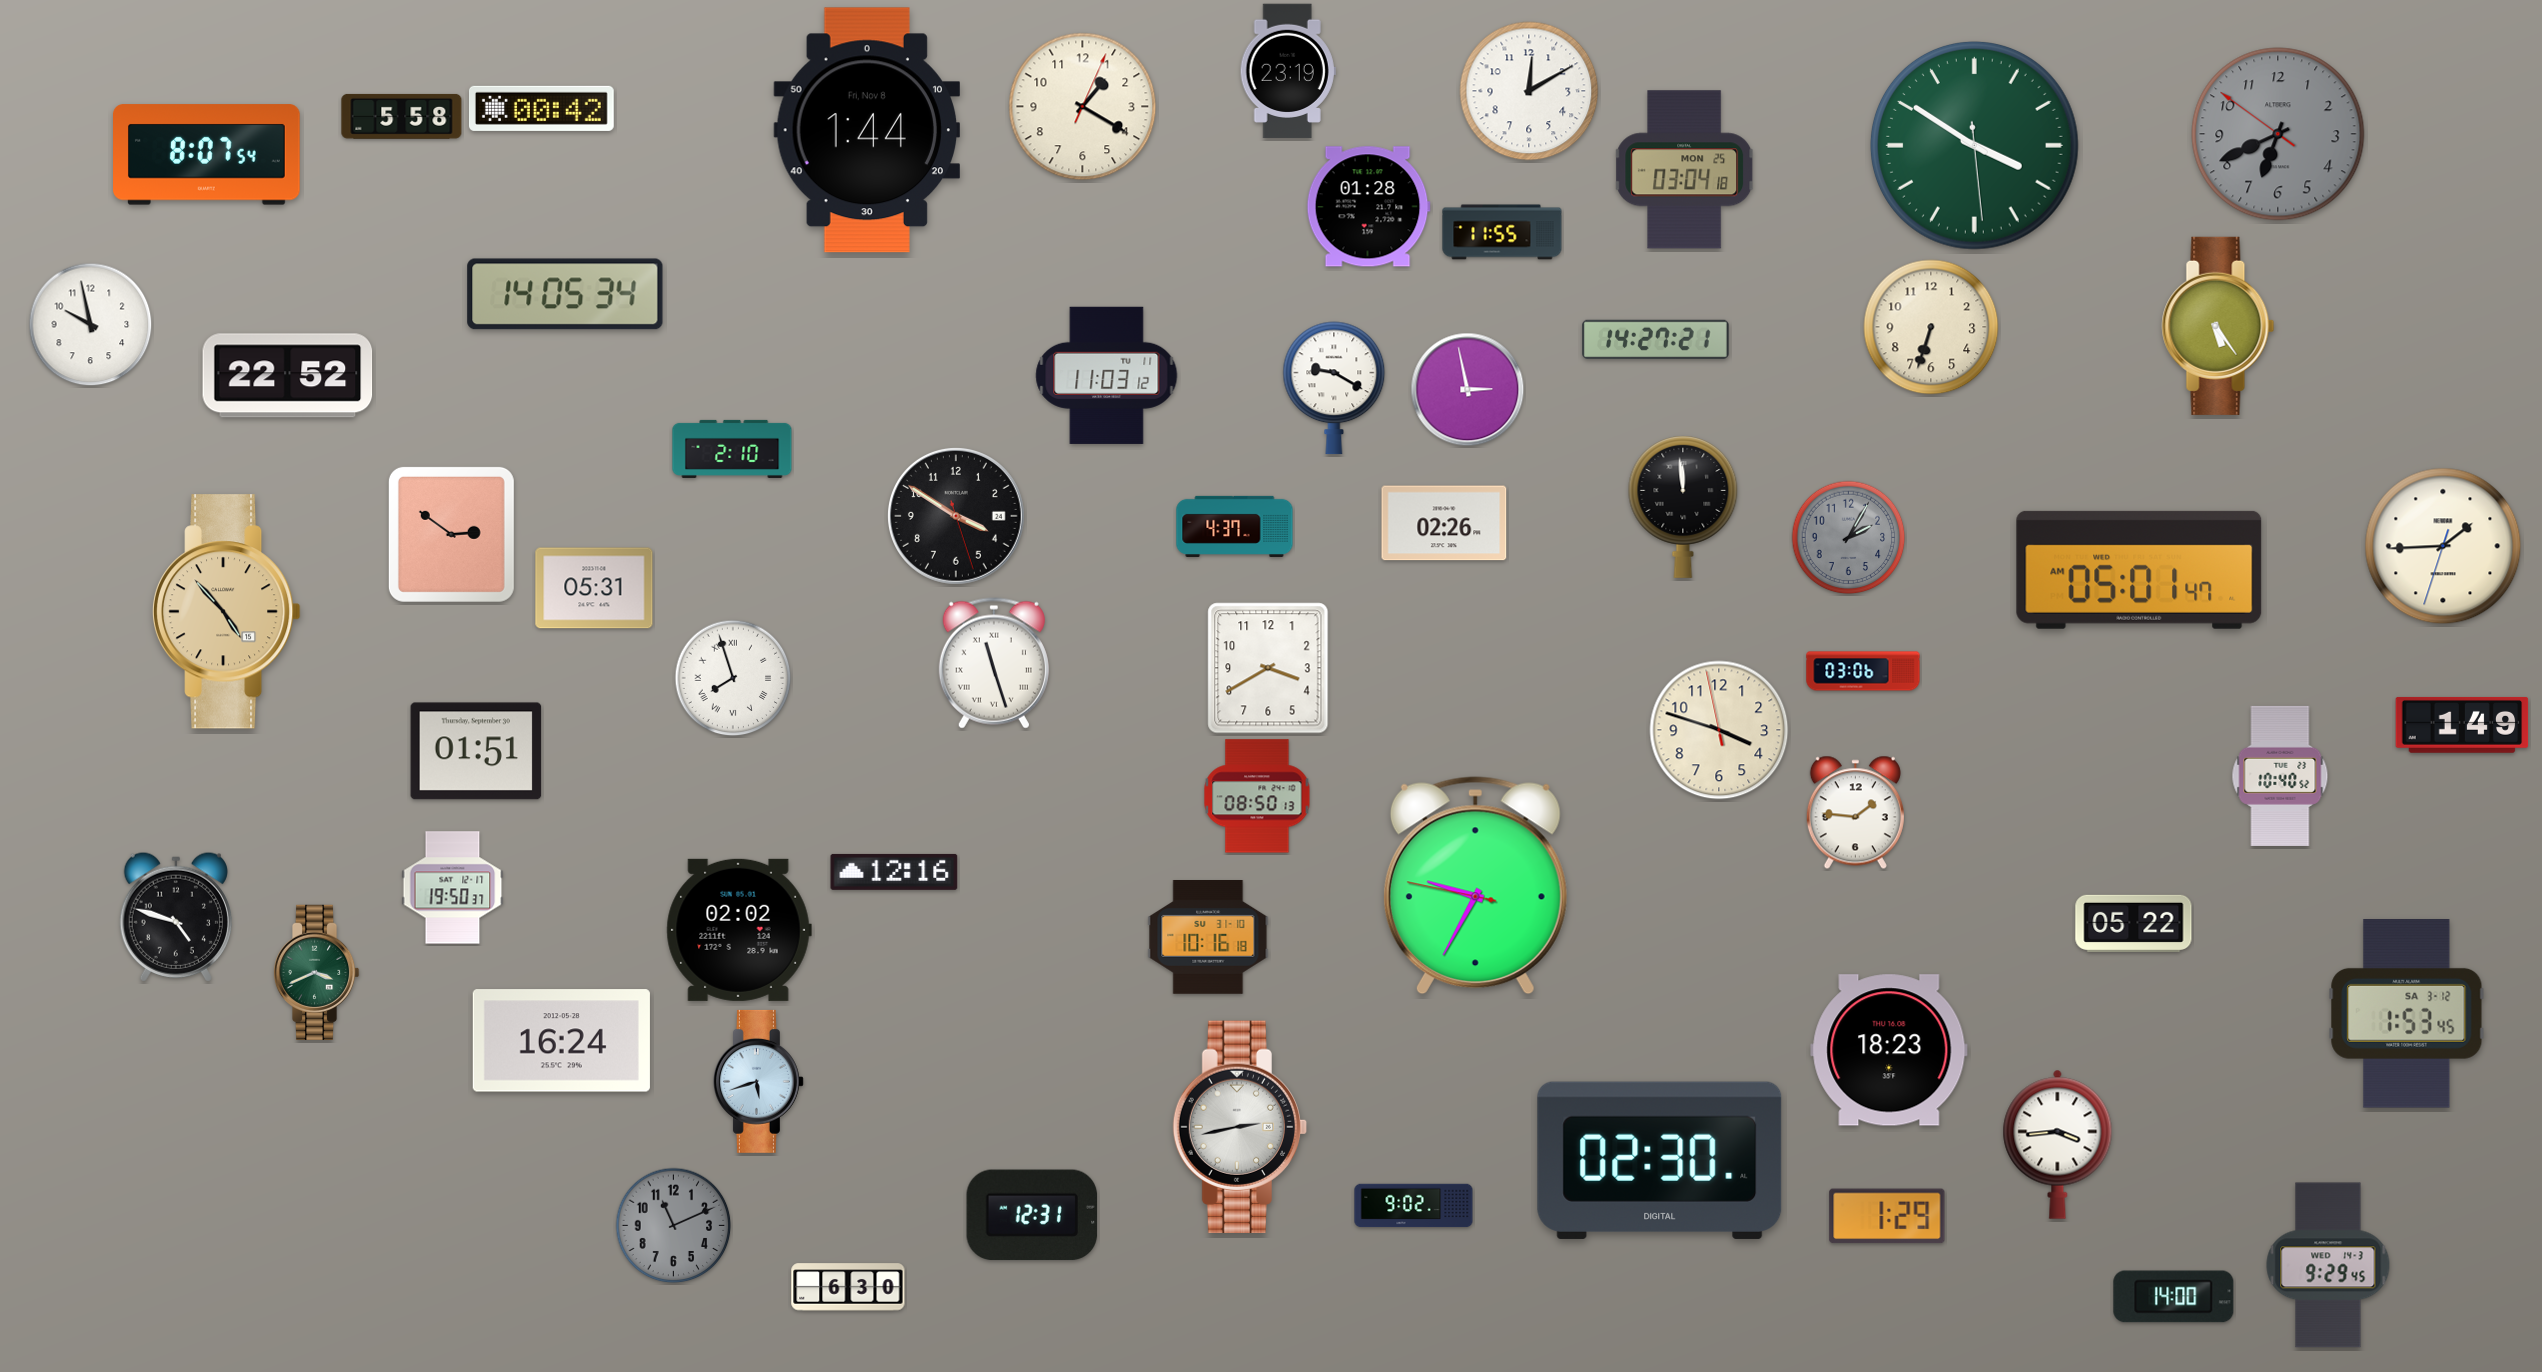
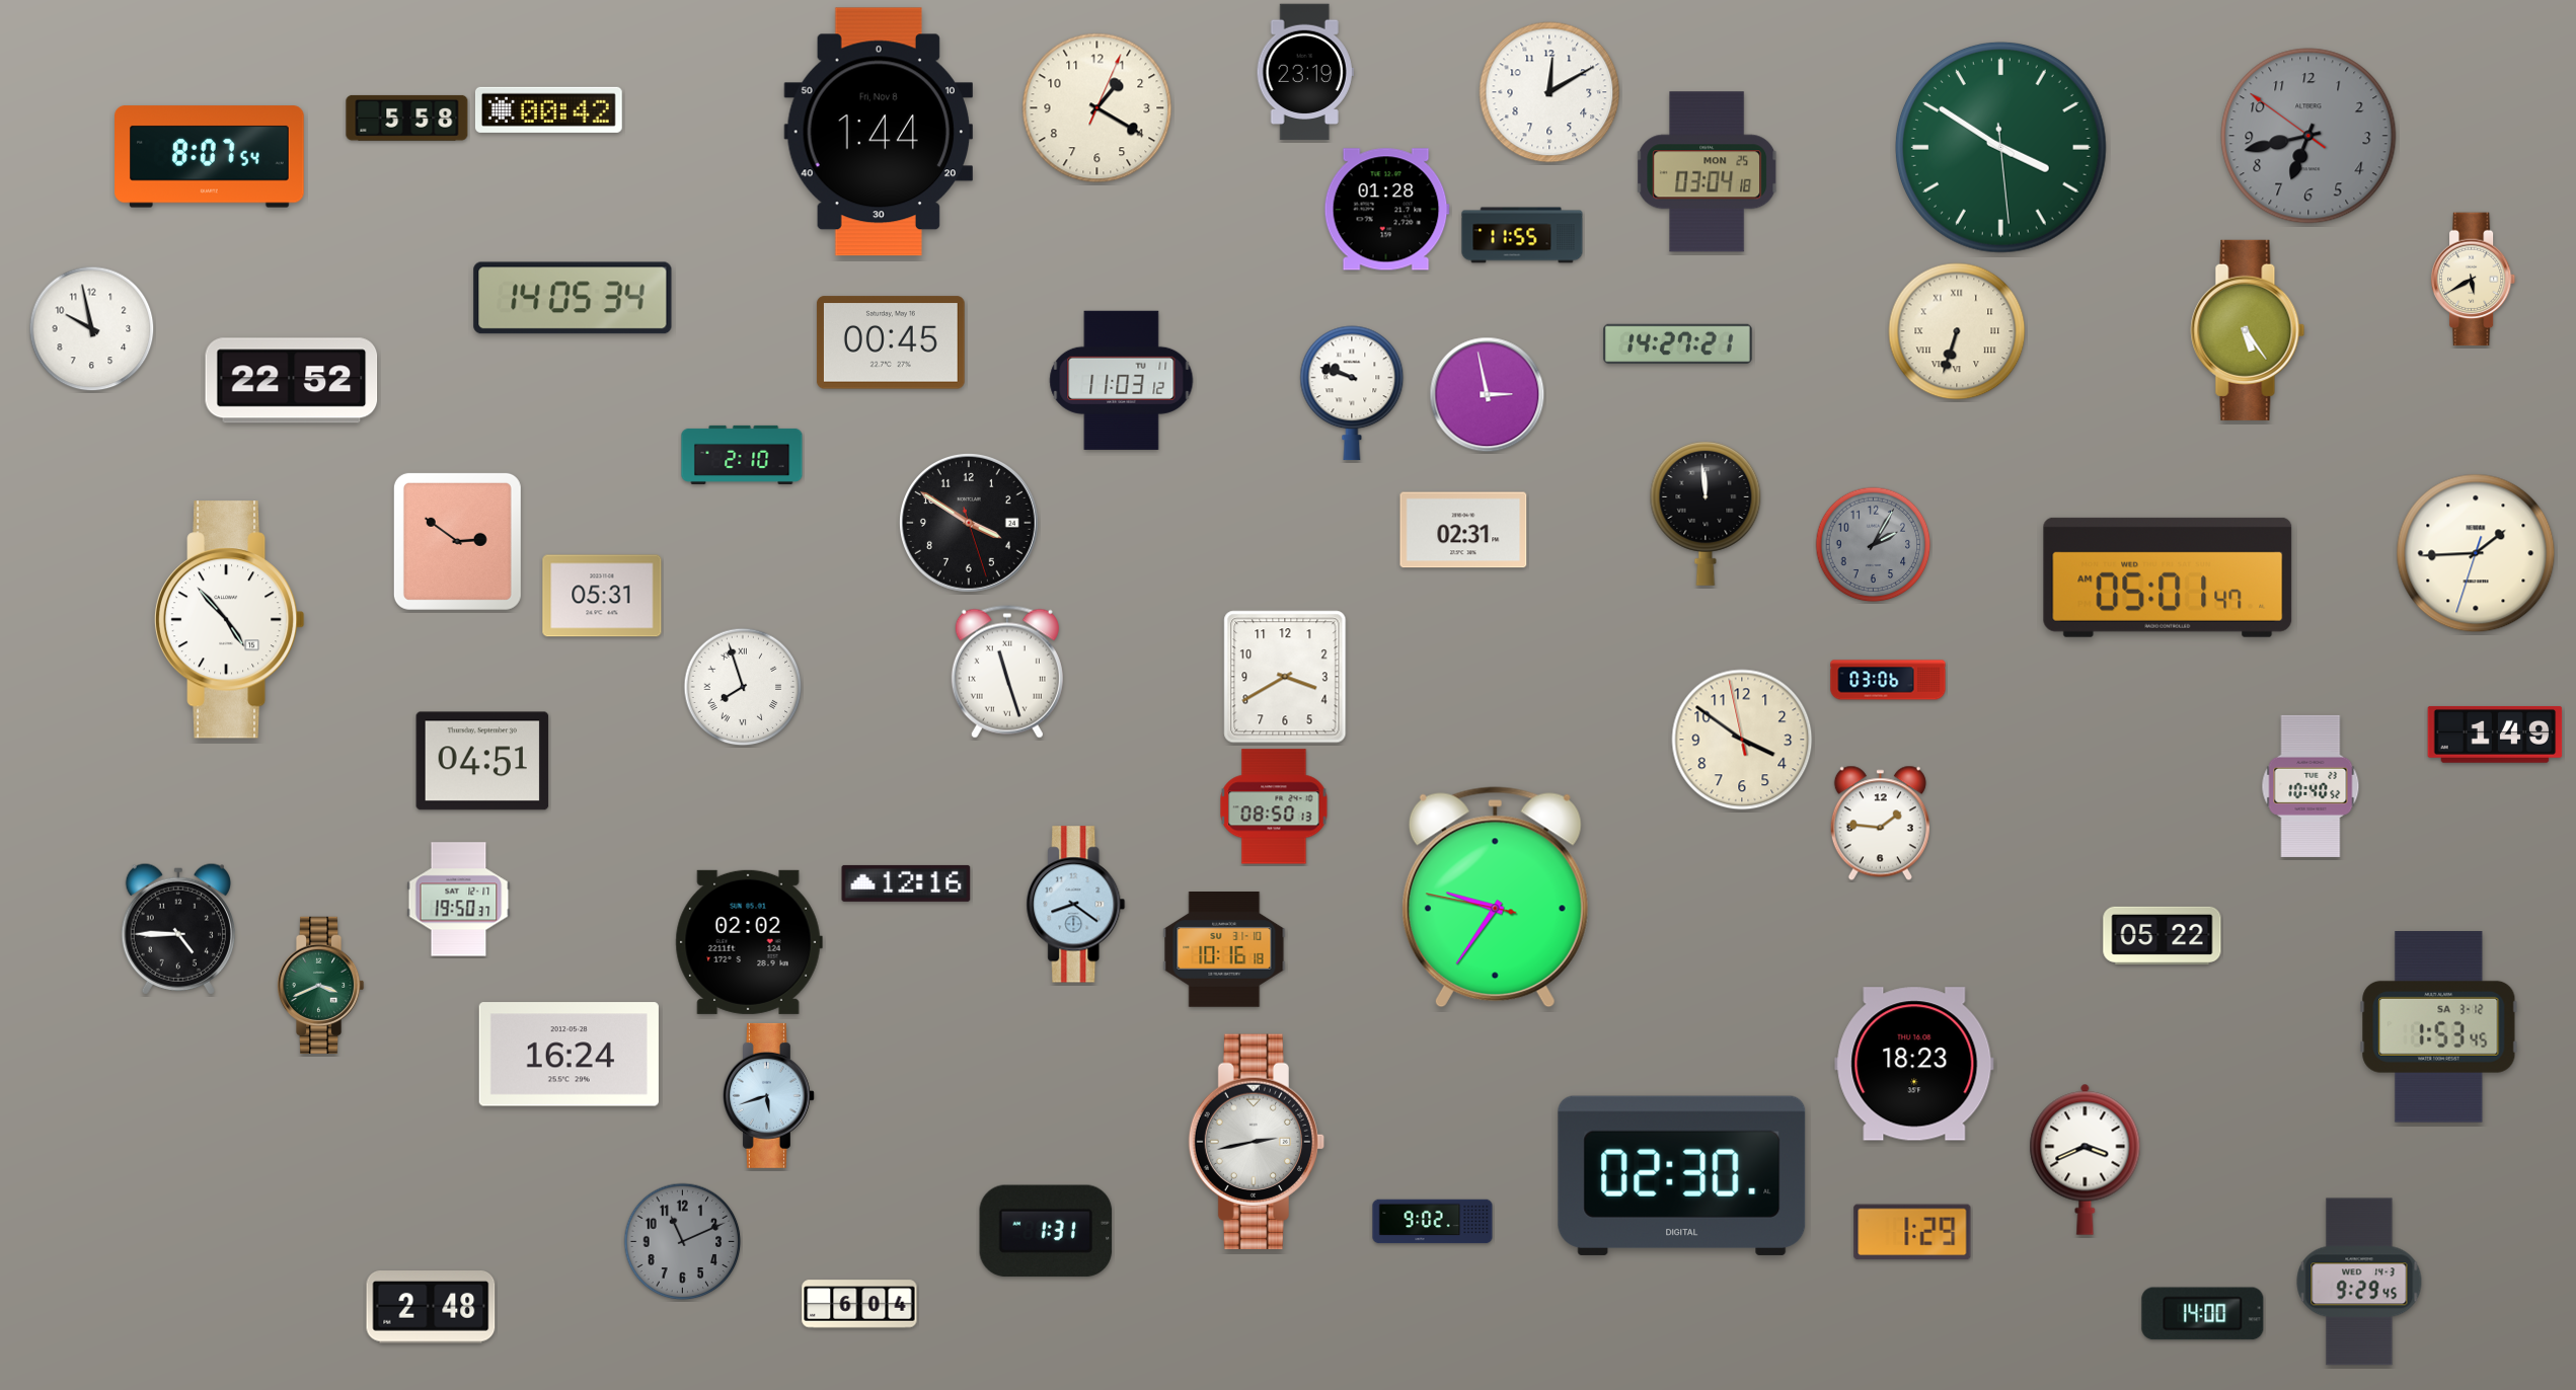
clock at (2278, 134): 6:40 -> 6:42
clock at (2474, 280): none -> 5:40
clock at (1931, 327) numerals: Arabic -> Roman
clock at (891, 342): none -> 00:45
clock at (1334, 388): 9:20 -> 9:48
clock at (1444, 523): 02:26 -> 02:31
clock at (1235, 526): 4:37 -> none
clock at (226, 612) dial: champagne -> white
clock at (1719, 730): 3:47 -> 3:50
clock at (476, 751): 01:51 -> 04:51
clock at (1475, 886): 9:34 -> 9:35
clock at (1076, 905): none -> 8:21
clock at (176, 917): 4:48 -> 4:45
clock at (2058, 1144): 3:44 -> 3:41
clock at (1032, 1215): 12:31 -> 1:31
clock at (848, 1287): 6:30 -> 6:04
clock at (431, 1308): none -> 2:48
